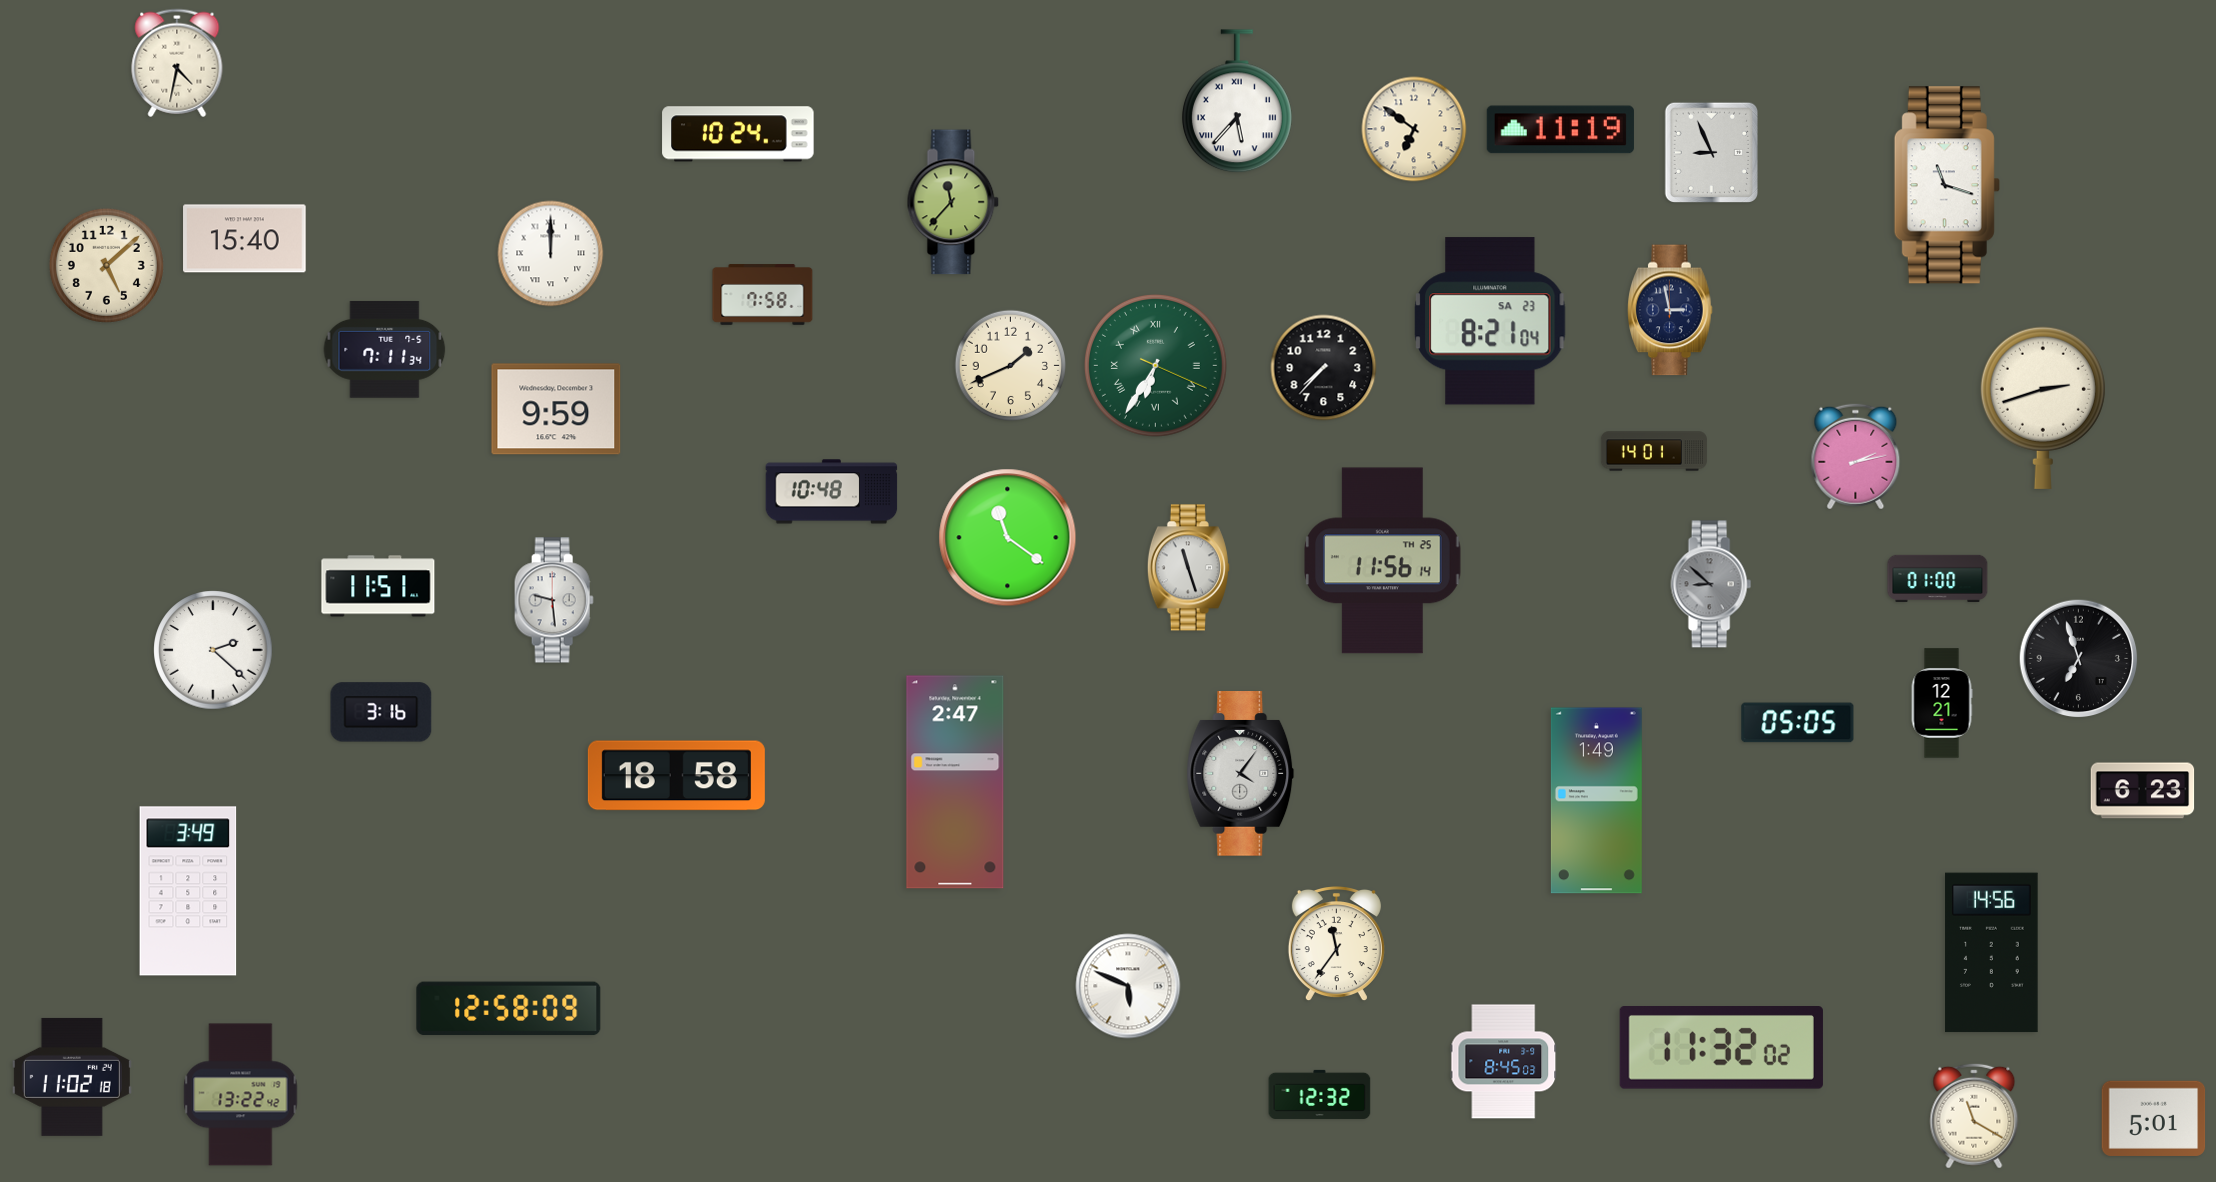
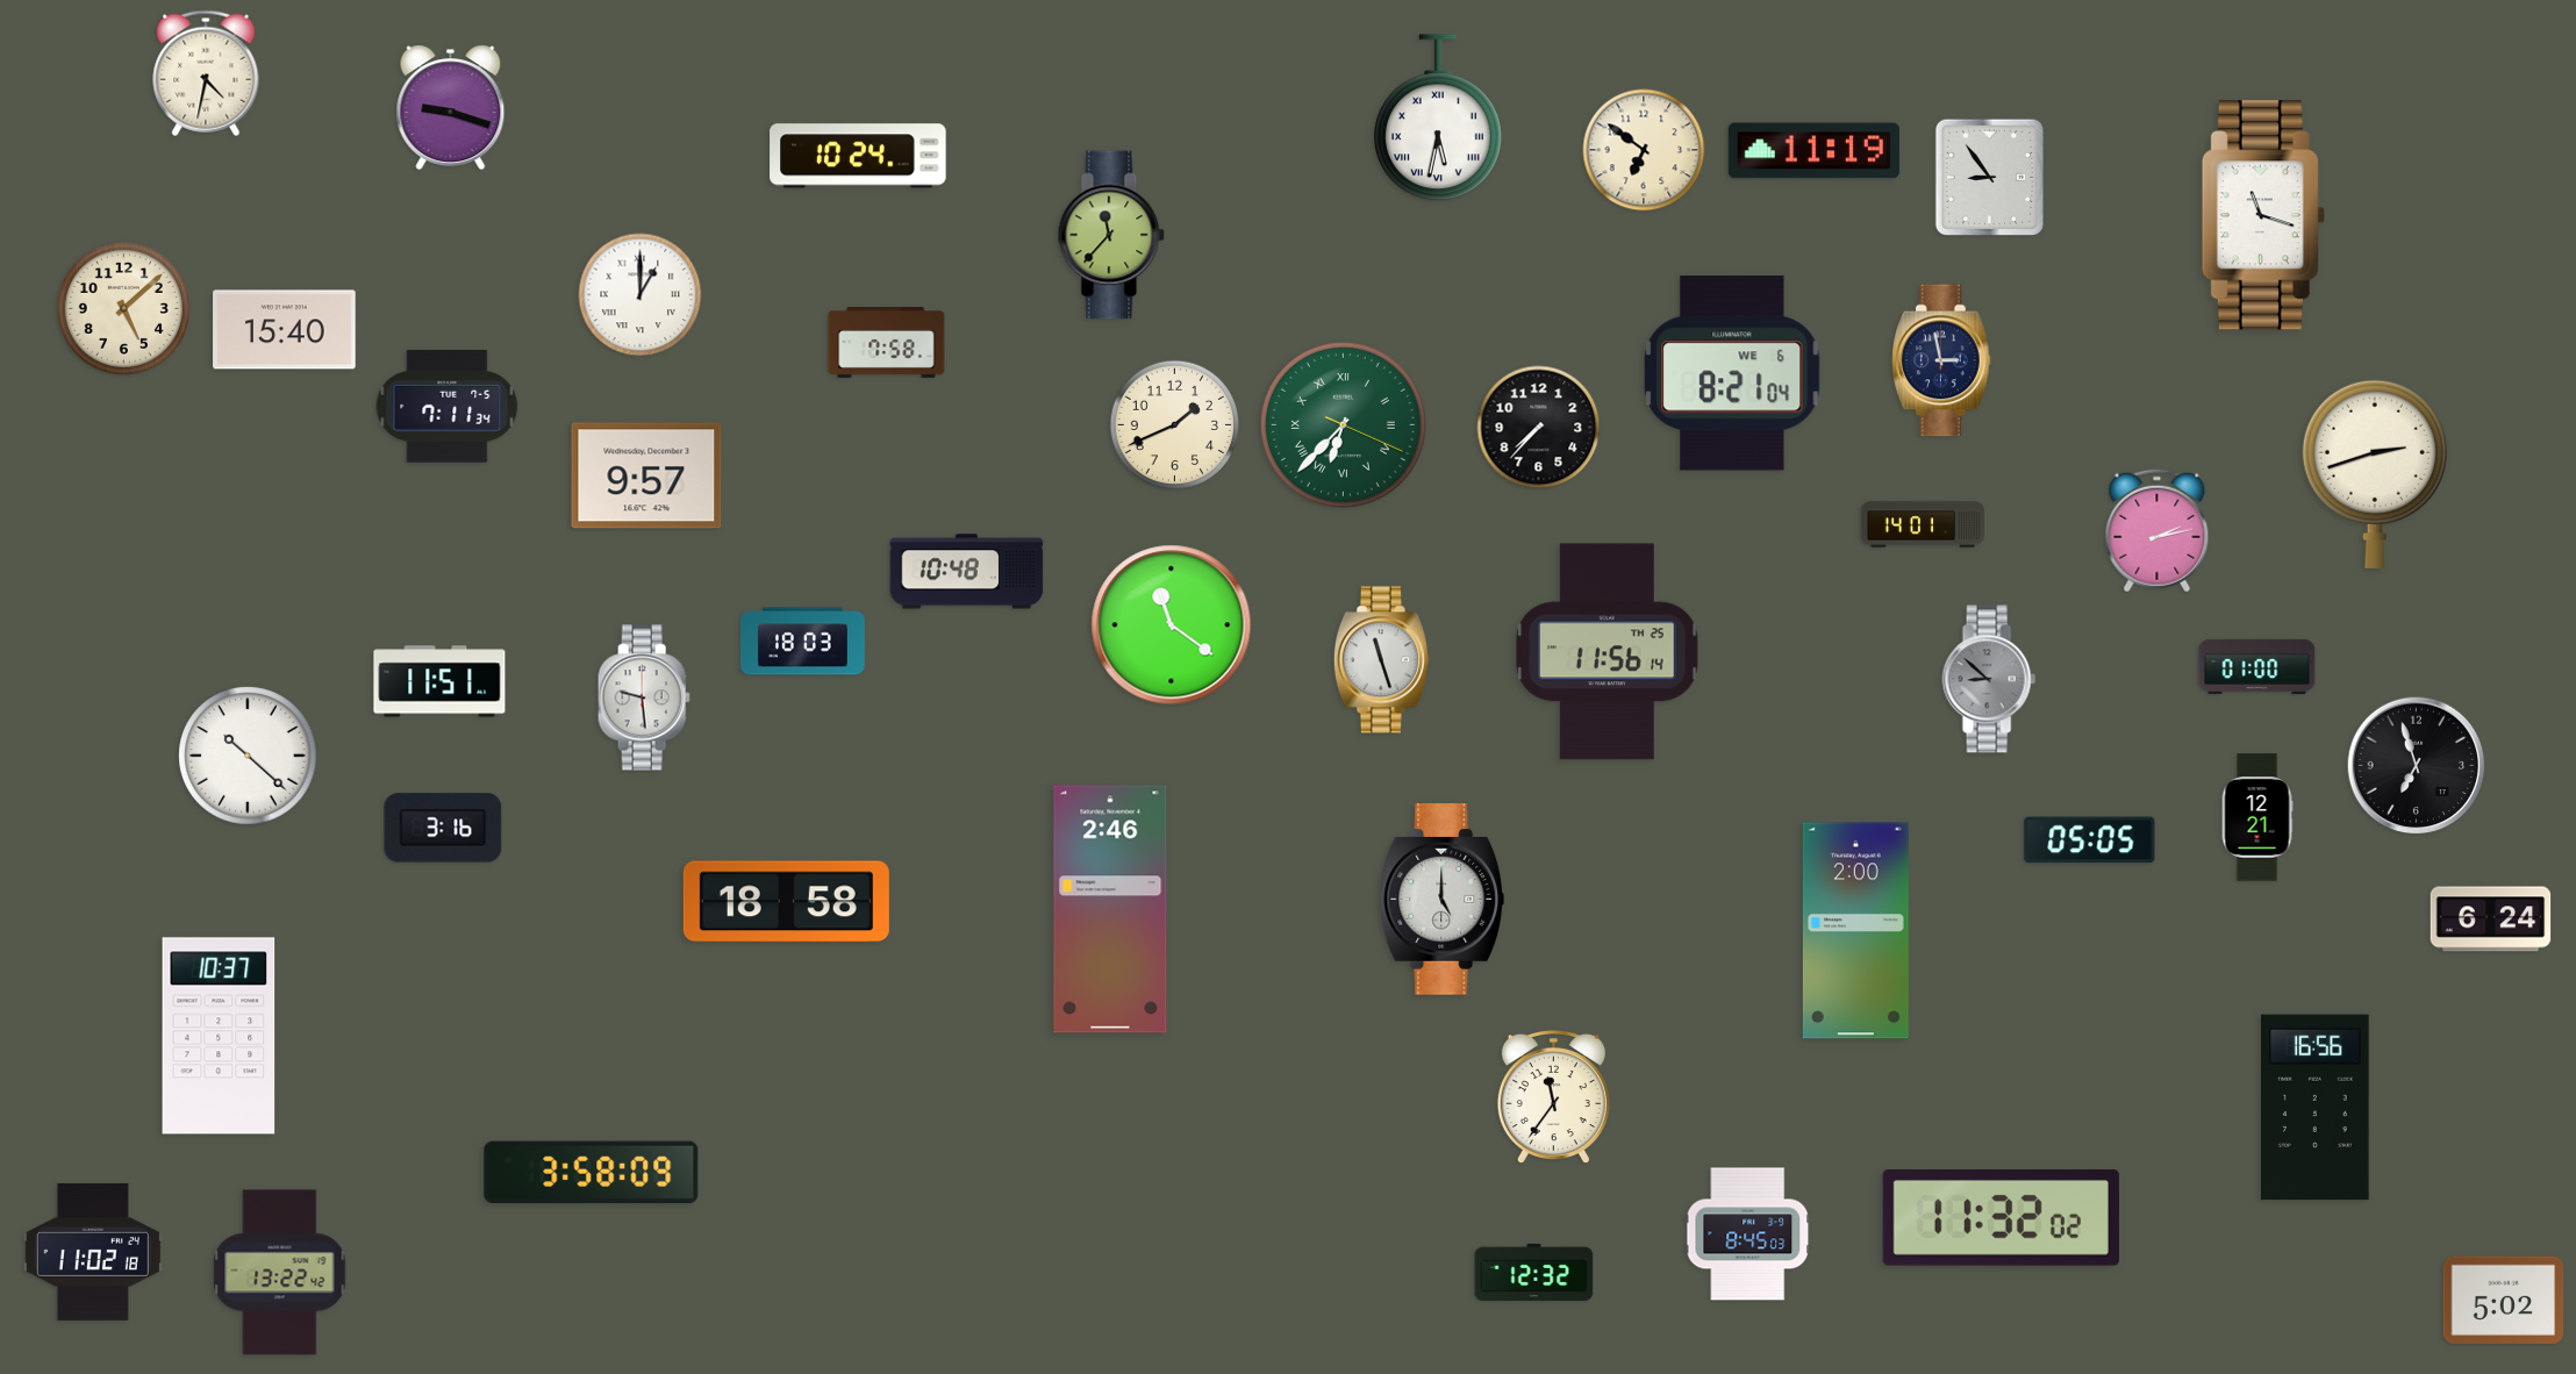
clock at (451, 108): none -> 9:18
clock at (1237, 102): 5:37 -> 5:32
clock at (1711, 153): 8:56 -> 8:54
clock at (953, 202) position: (953, 202) -> (1111, 235)
clock at (245, 239) position: (245, 239) -> (285, 330)
clock at (551, 254): 12:00 -> 1:00
clock at (1490, 321) date: SA 23 -> WE 6
clock at (1155, 365): 6:35 -> 6:37
clock at (556, 409): 9:59 -> 9:57
clock at (802, 642): none -> 18:03
clock at (1938, 578) position: (1938, 578) -> (2257, 666)
clock at (213, 650): 2:22 -> 10:22
clock at (1241, 774): 4:06 -> 5:00
clock at (955, 782): 2:47 -> 2:46
clock at (2143, 791): 6:23 -> 6:24
clock at (1596, 801): 1:49 -> 2:00
clock at (188, 891): 3:49 -> 10:37
clock at (1992, 953): 14:56 -> 16:56
clock at (1128, 986): 5:49 -> none
clock at (509, 1009): 12:58 -> 3:58
clock at (72, 1077) position: (72, 1077) -> (93, 1252)
clock at (1974, 1116): 11:20 -> none
clock at (2154, 1118): 5:01 -> 5:02
